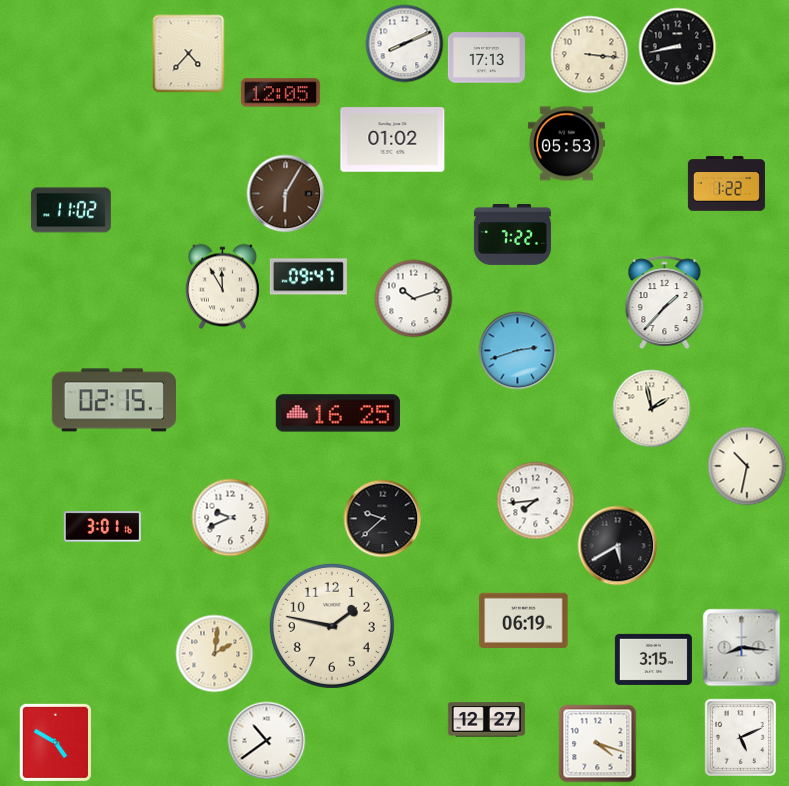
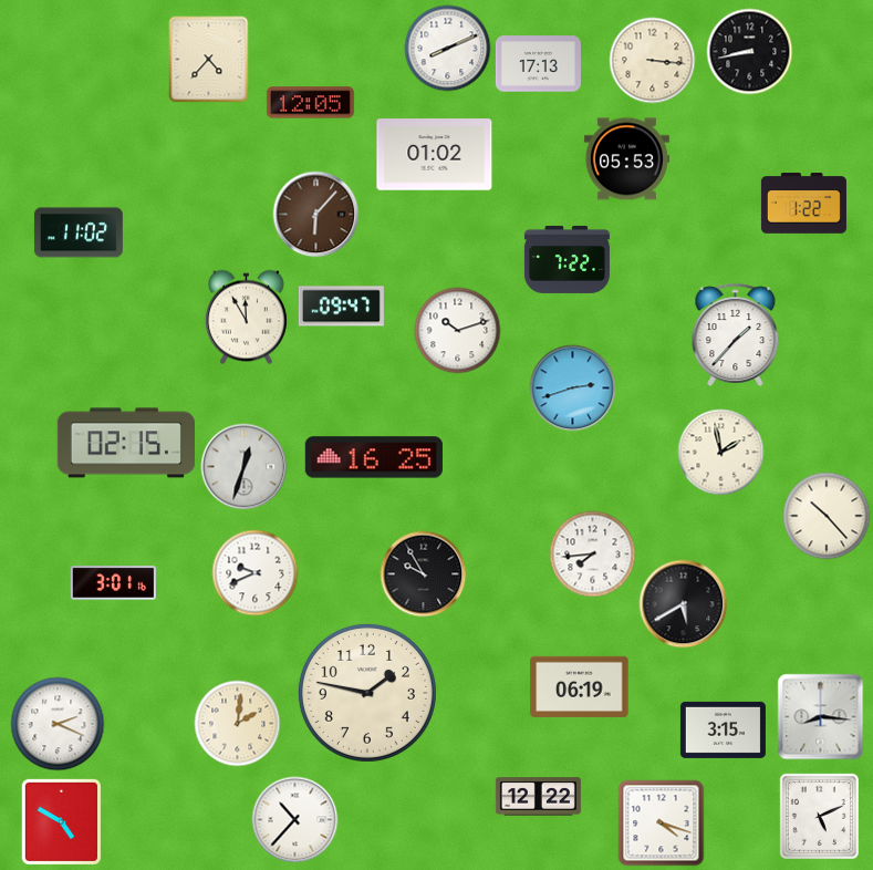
clock at (285, 193): 6:05 -> 6:07
clock at (243, 466): none -> 12:33
clock at (747, 466): 10:32 -> 10:23
clock at (382, 518): 9:38 -> 9:55
clock at (58, 724): none -> 2:19
clock at (486, 720): 12:27 -> 12:22
clock at (266, 740): 10:39 -> 10:37
